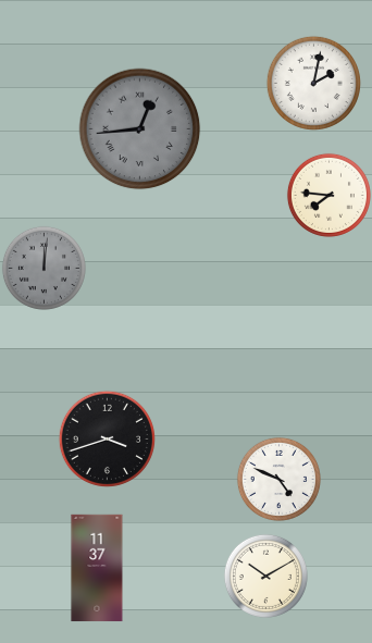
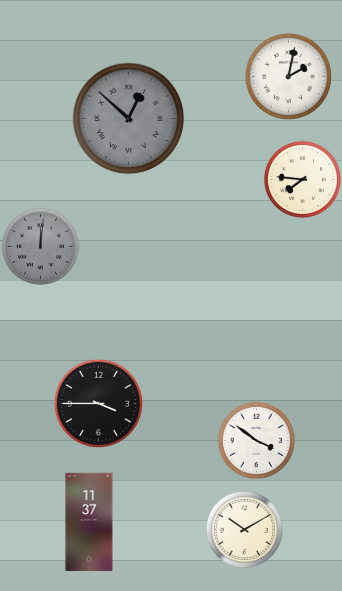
clock at (140, 129): 12:44 -> 12:52
clock at (107, 438): 3:42 -> 3:45
clock at (278, 479): 4:49 -> 3:51
